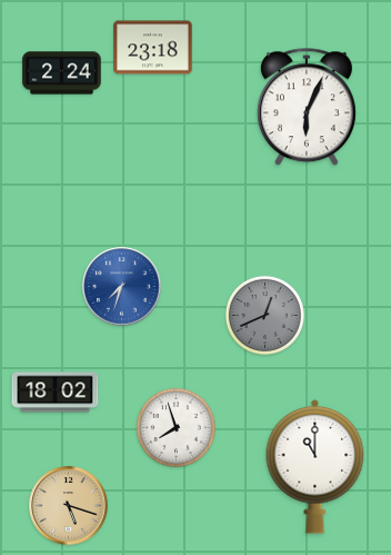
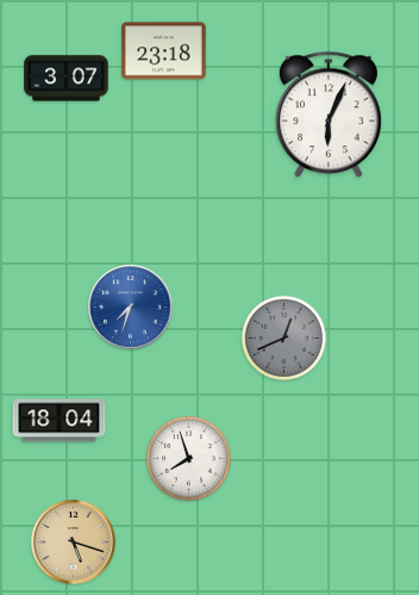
clock at (62, 73): 2:24 -> 3:07
clock at (56, 393): 18:02 -> 18:04
clock at (315, 466): 11:00 -> none
